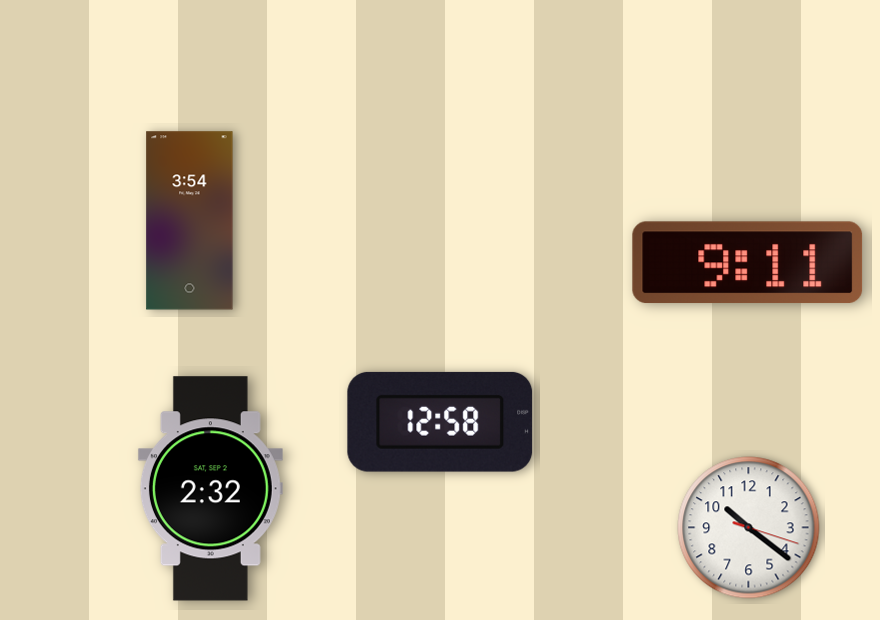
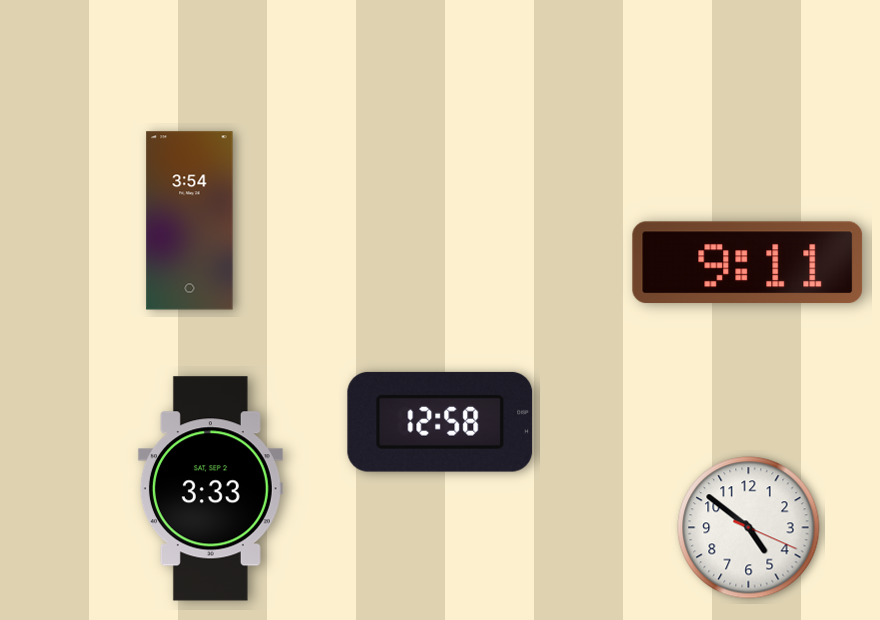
clock at (210, 489): 2:32 -> 3:33
clock at (749, 528): 10:21 -> 4:51
